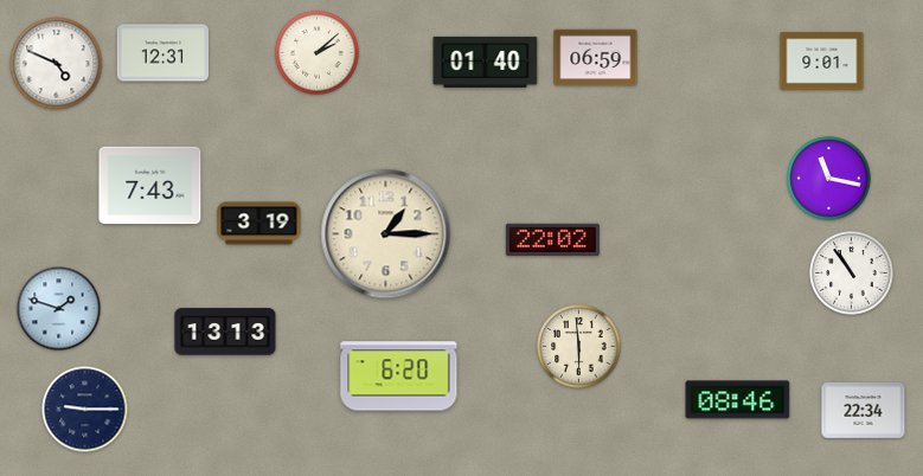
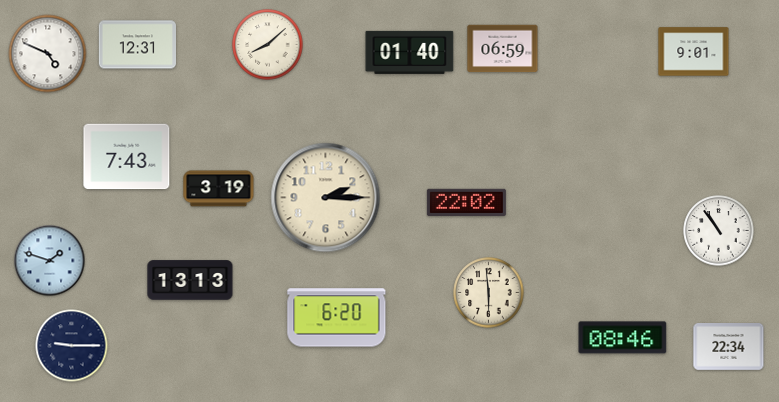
clock at (318, 53): 2:08 -> 8:08
clock at (829, 179): 11:17 -> none
clock at (386, 234): 1:15 -> 2:15
